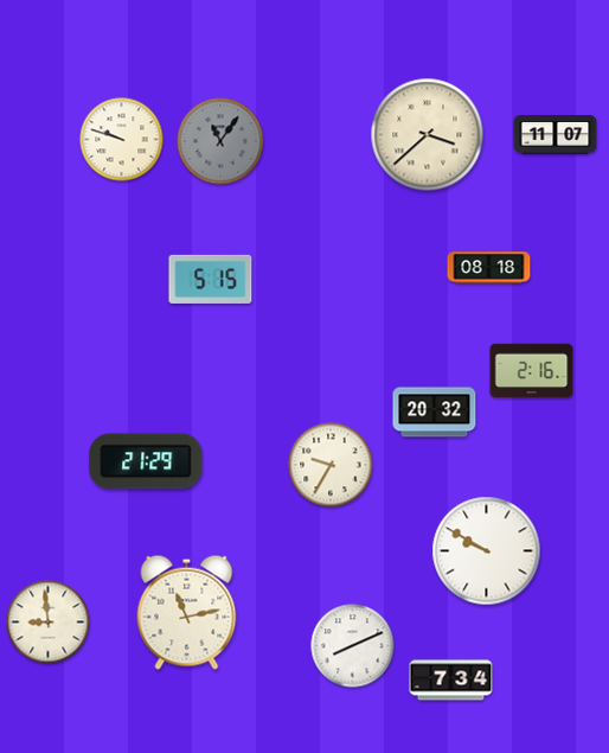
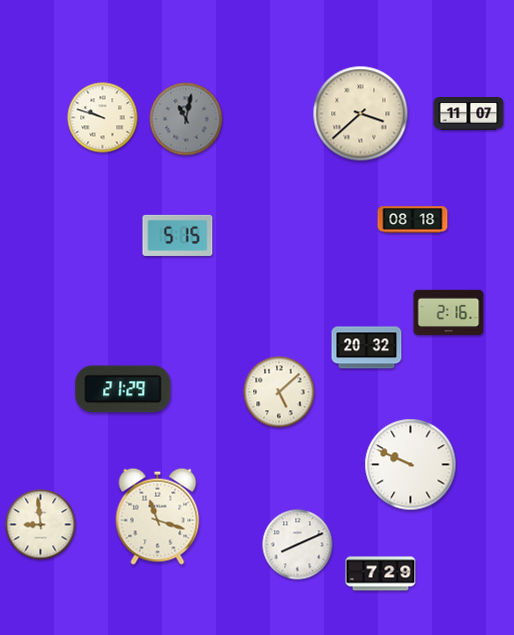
clock at (220, 141): 11:06 -> 11:02
clock at (489, 268) position: (489, 268) -> (413, 220)
clock at (331, 465): 9:35 -> 5:08
clock at (487, 551): 9:50 -> 9:49
clock at (187, 612): 11:13 -> 11:18
clock at (451, 681): 7:34 -> 7:29
